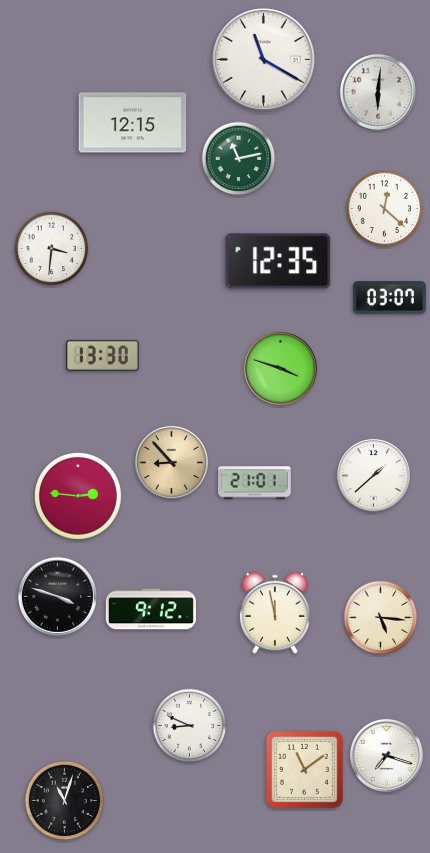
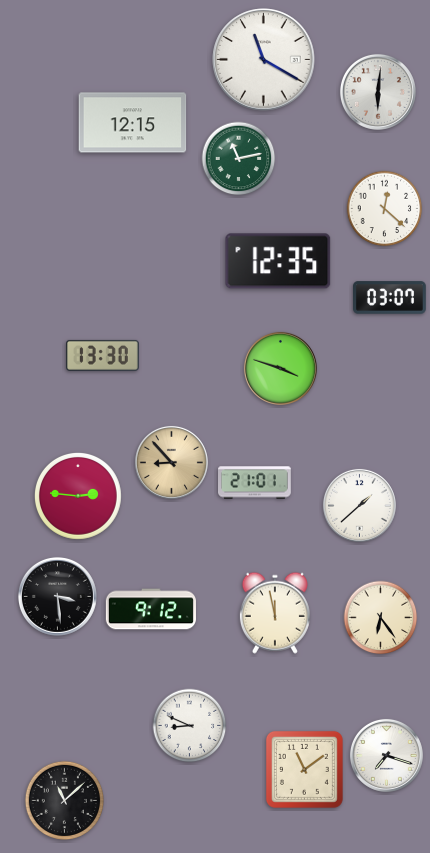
clock at (52, 249): 3:31 -> none
clock at (373, 475) position: (373, 475) -> (359, 505)
clock at (57, 596): 3:48 -> 3:29
clock at (381, 618): 5:16 -> 6:24
clock at (64, 800): 11:03 -> 11:08
